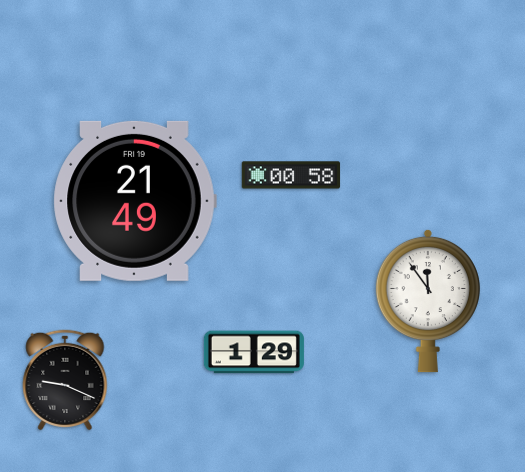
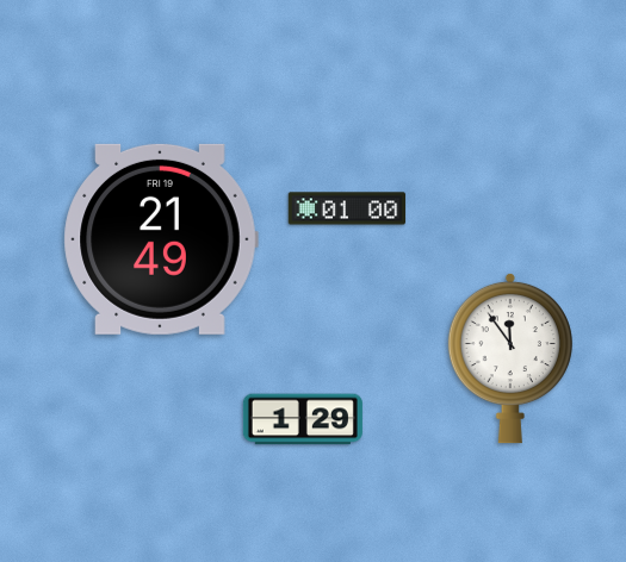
clock at (291, 175): 00:58 -> 01:00
clock at (65, 380): 9:19 -> none
